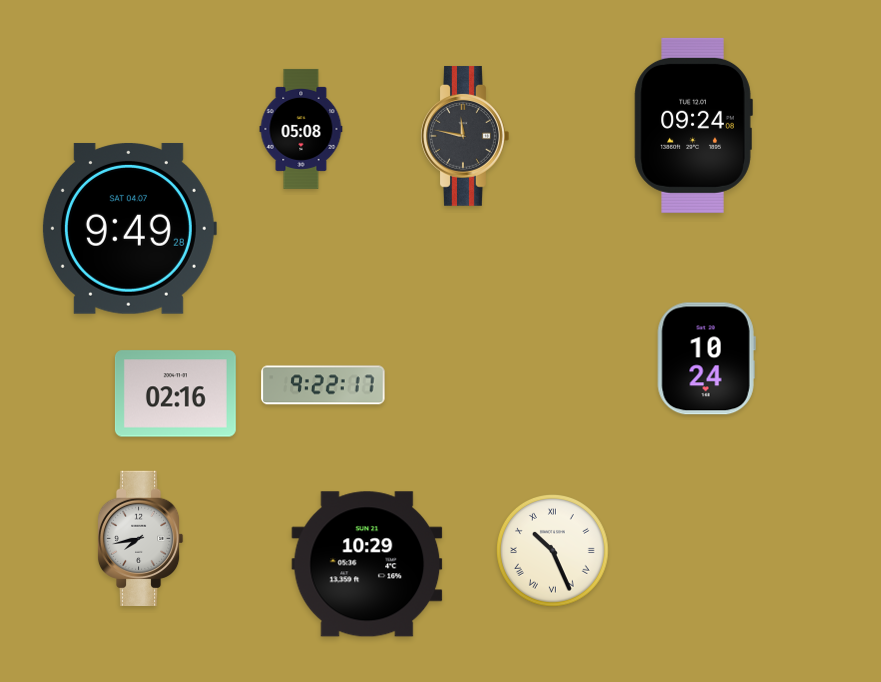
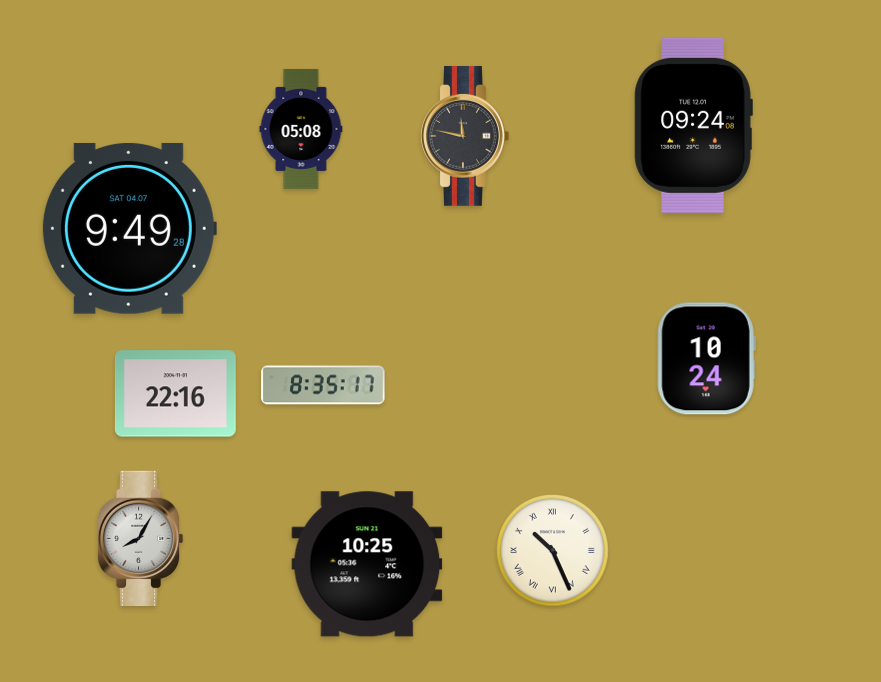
clock at (323, 385): 9:22 -> 8:35
clock at (175, 394): 02:16 -> 22:16
clock at (140, 538): 7:43 -> 8:05
clock at (367, 564): 10:29 -> 10:25
